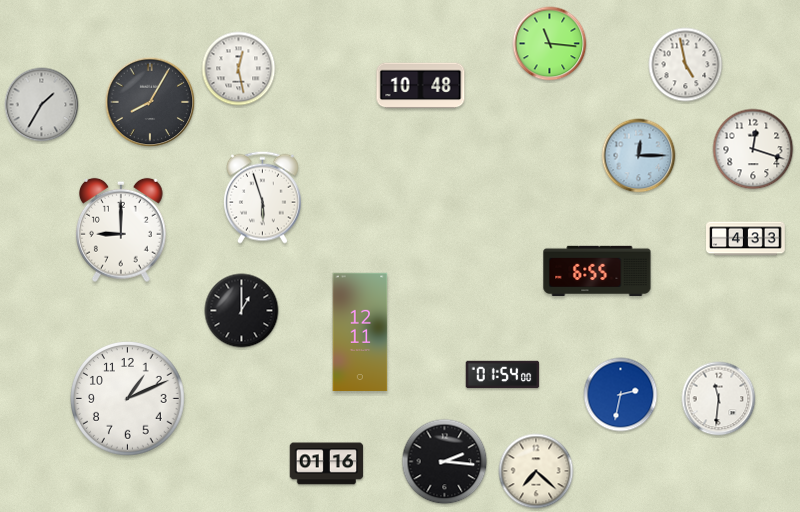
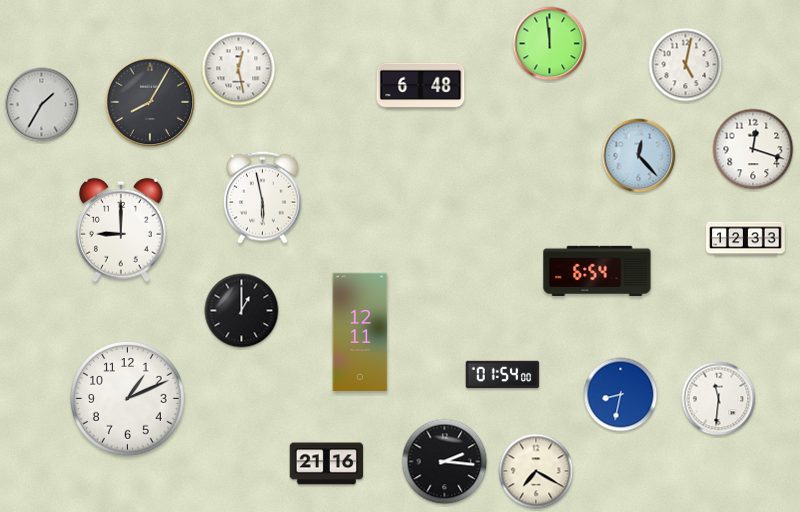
clock at (550, 44): 11:16 -> 11:59
clock at (686, 65): 4:58 -> 5:02
clock at (421, 86): 10:48 -> 6:48
clock at (639, 156): 12:15 -> 12:23
clock at (262, 197): 5:57 -> 5:58
clock at (746, 239): 4:33 -> 12:33
clock at (597, 271): 6:55 -> 6:54
clock at (621, 395): 2:32 -> 8:32
clock at (327, 464): 01:16 -> 21:16
clock at (536, 471): 7:22 -> 7:20
